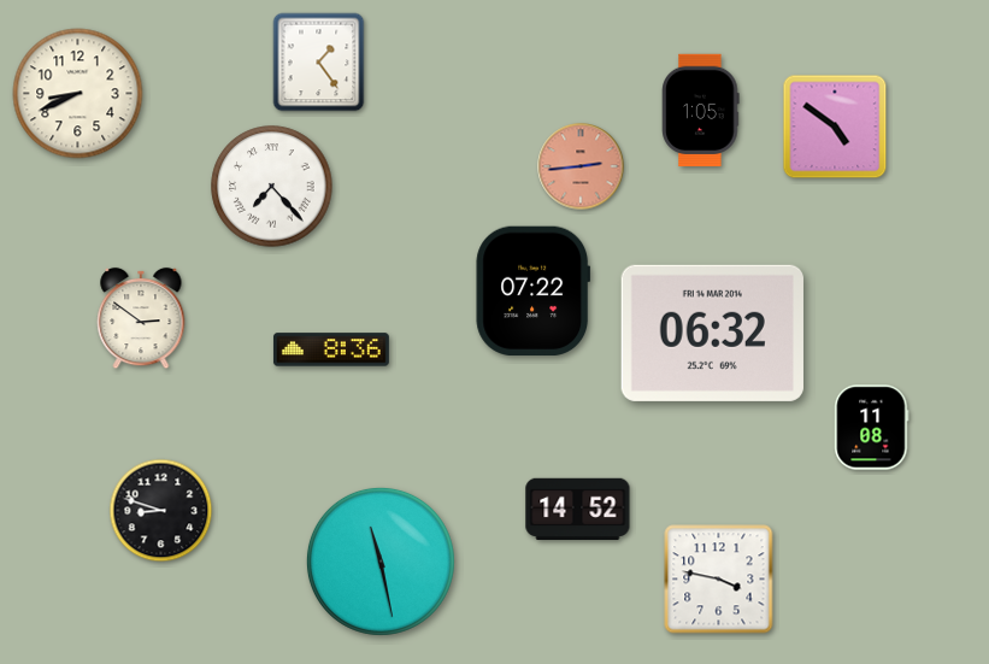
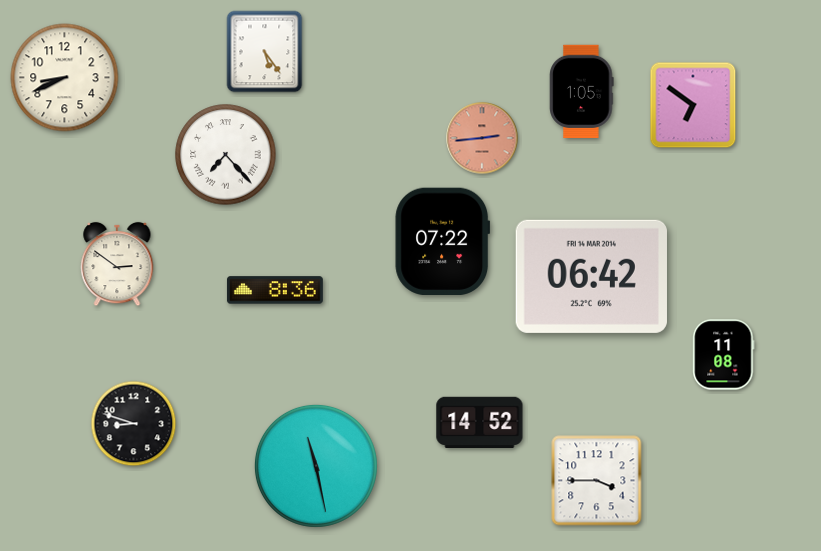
clock at (319, 63): 1:24 -> 5:24
clock at (835, 127): 4:51 -> 6:51
clock at (712, 333): 06:32 -> 06:42
clock at (719, 580): 3:47 -> 3:45
